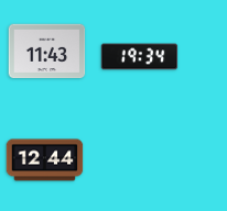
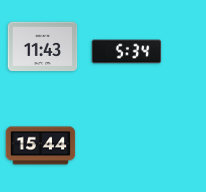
clock at (140, 57): 19:34 -> 5:34
clock at (45, 160): 12:44 -> 15:44
